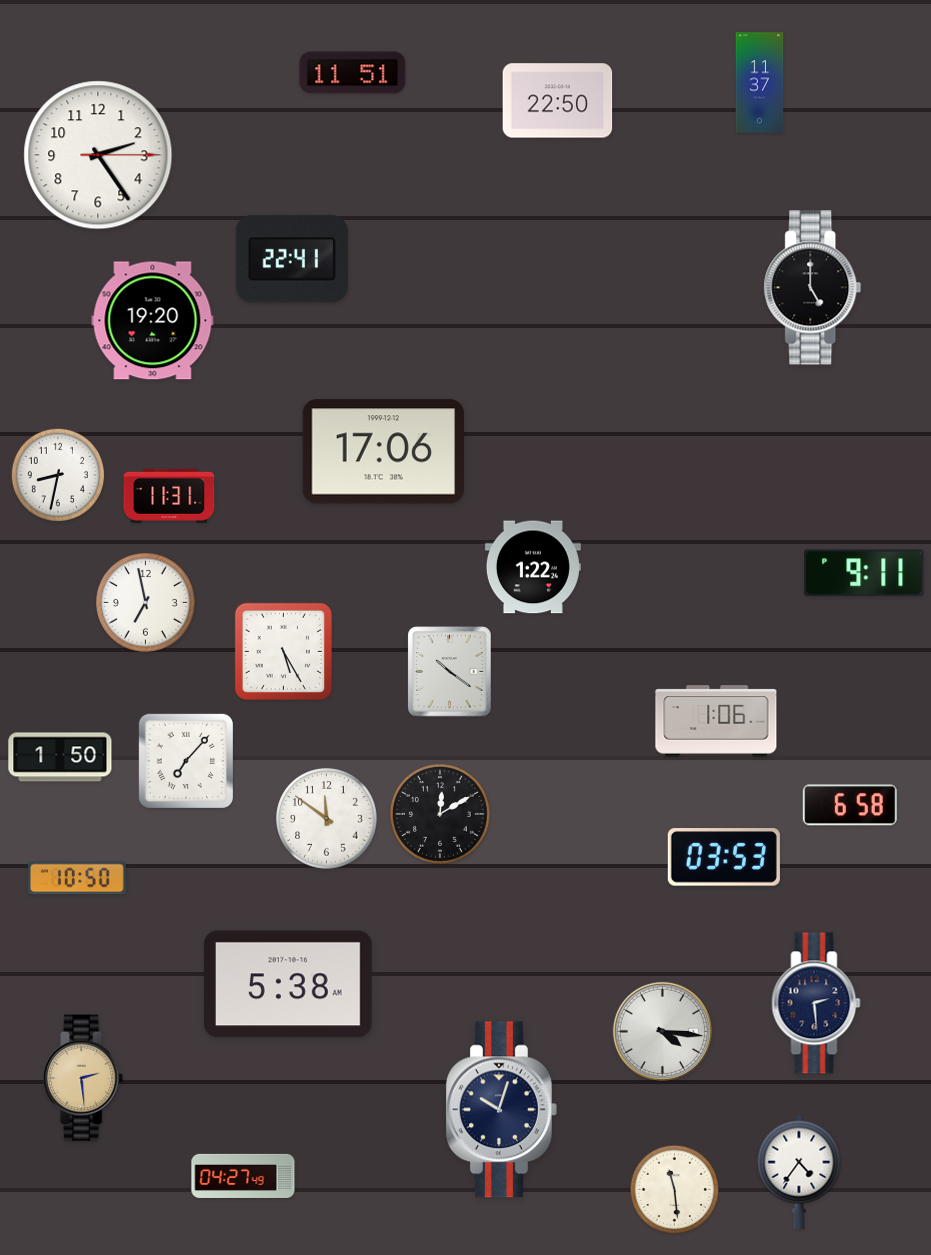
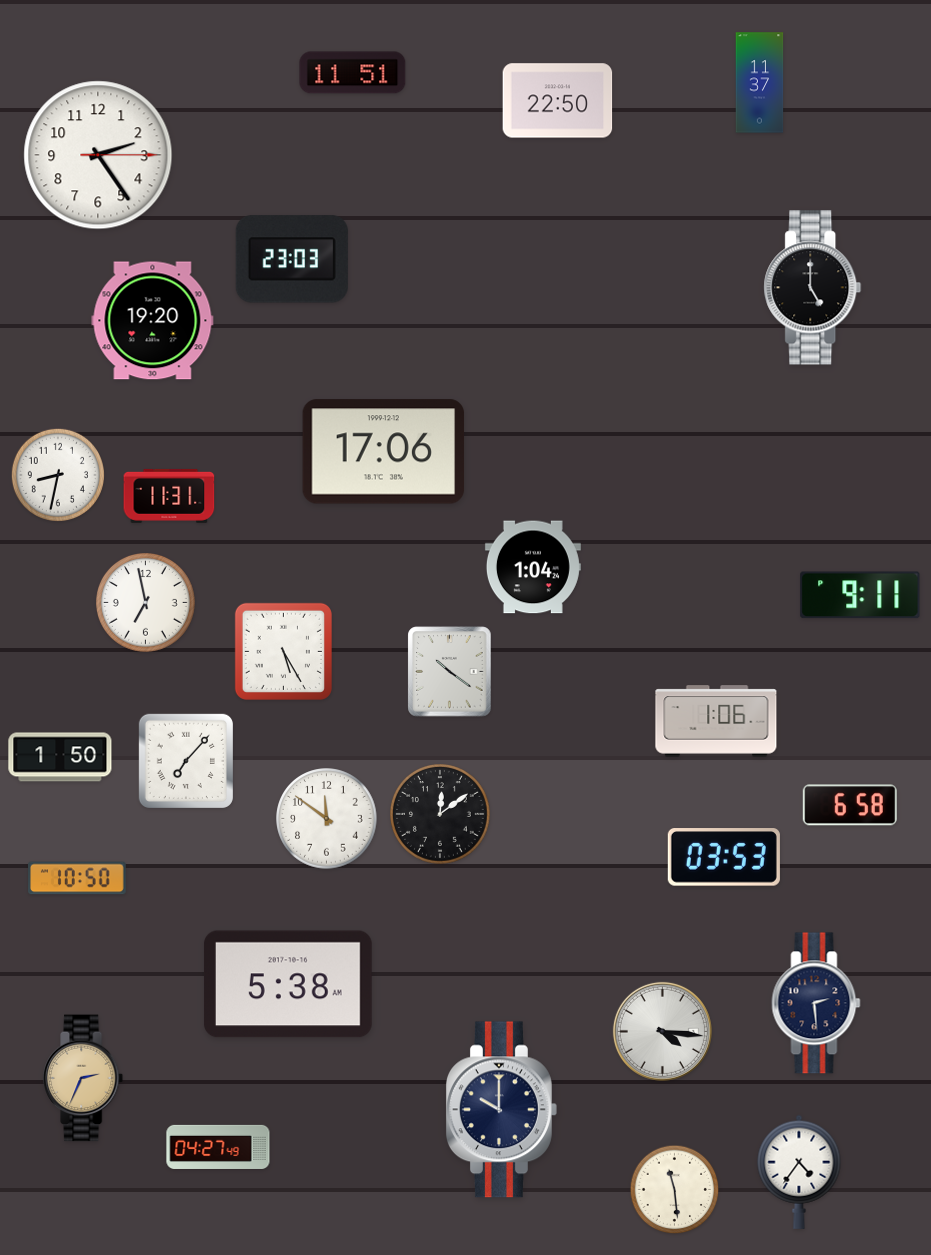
clock at (292, 259): 22:41 -> 23:03
clock at (533, 567): 1:22 -> 1:04
clock at (864, 573) position: (864, 573) -> (860, 595)
clock at (441, 815): 12:10 -> 12:09
clock at (84, 1078): 2:29 -> 2:34
clock at (501, 1110): 10:03 -> 10:00
clock at (243, 1176) position: (243, 1176) -> (218, 1147)
